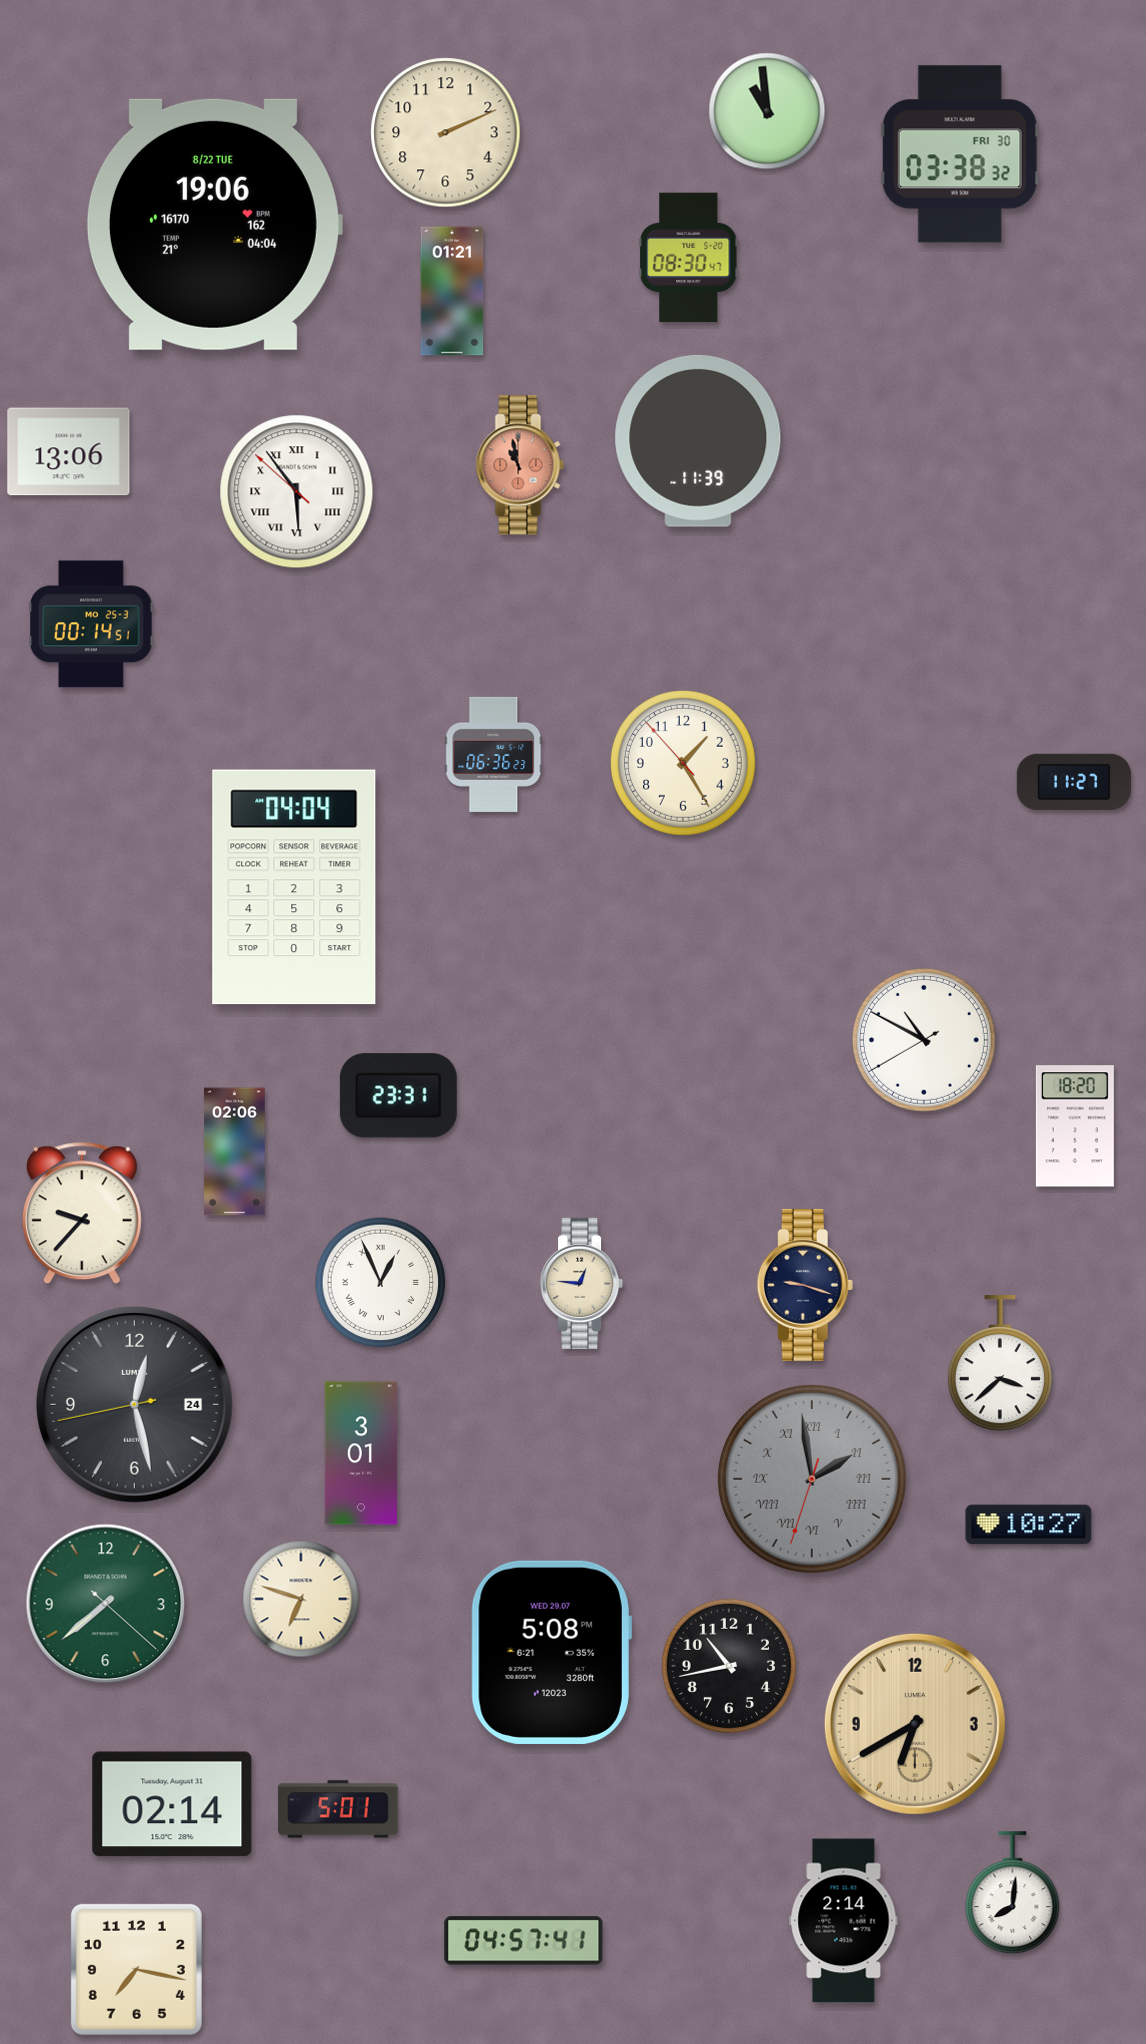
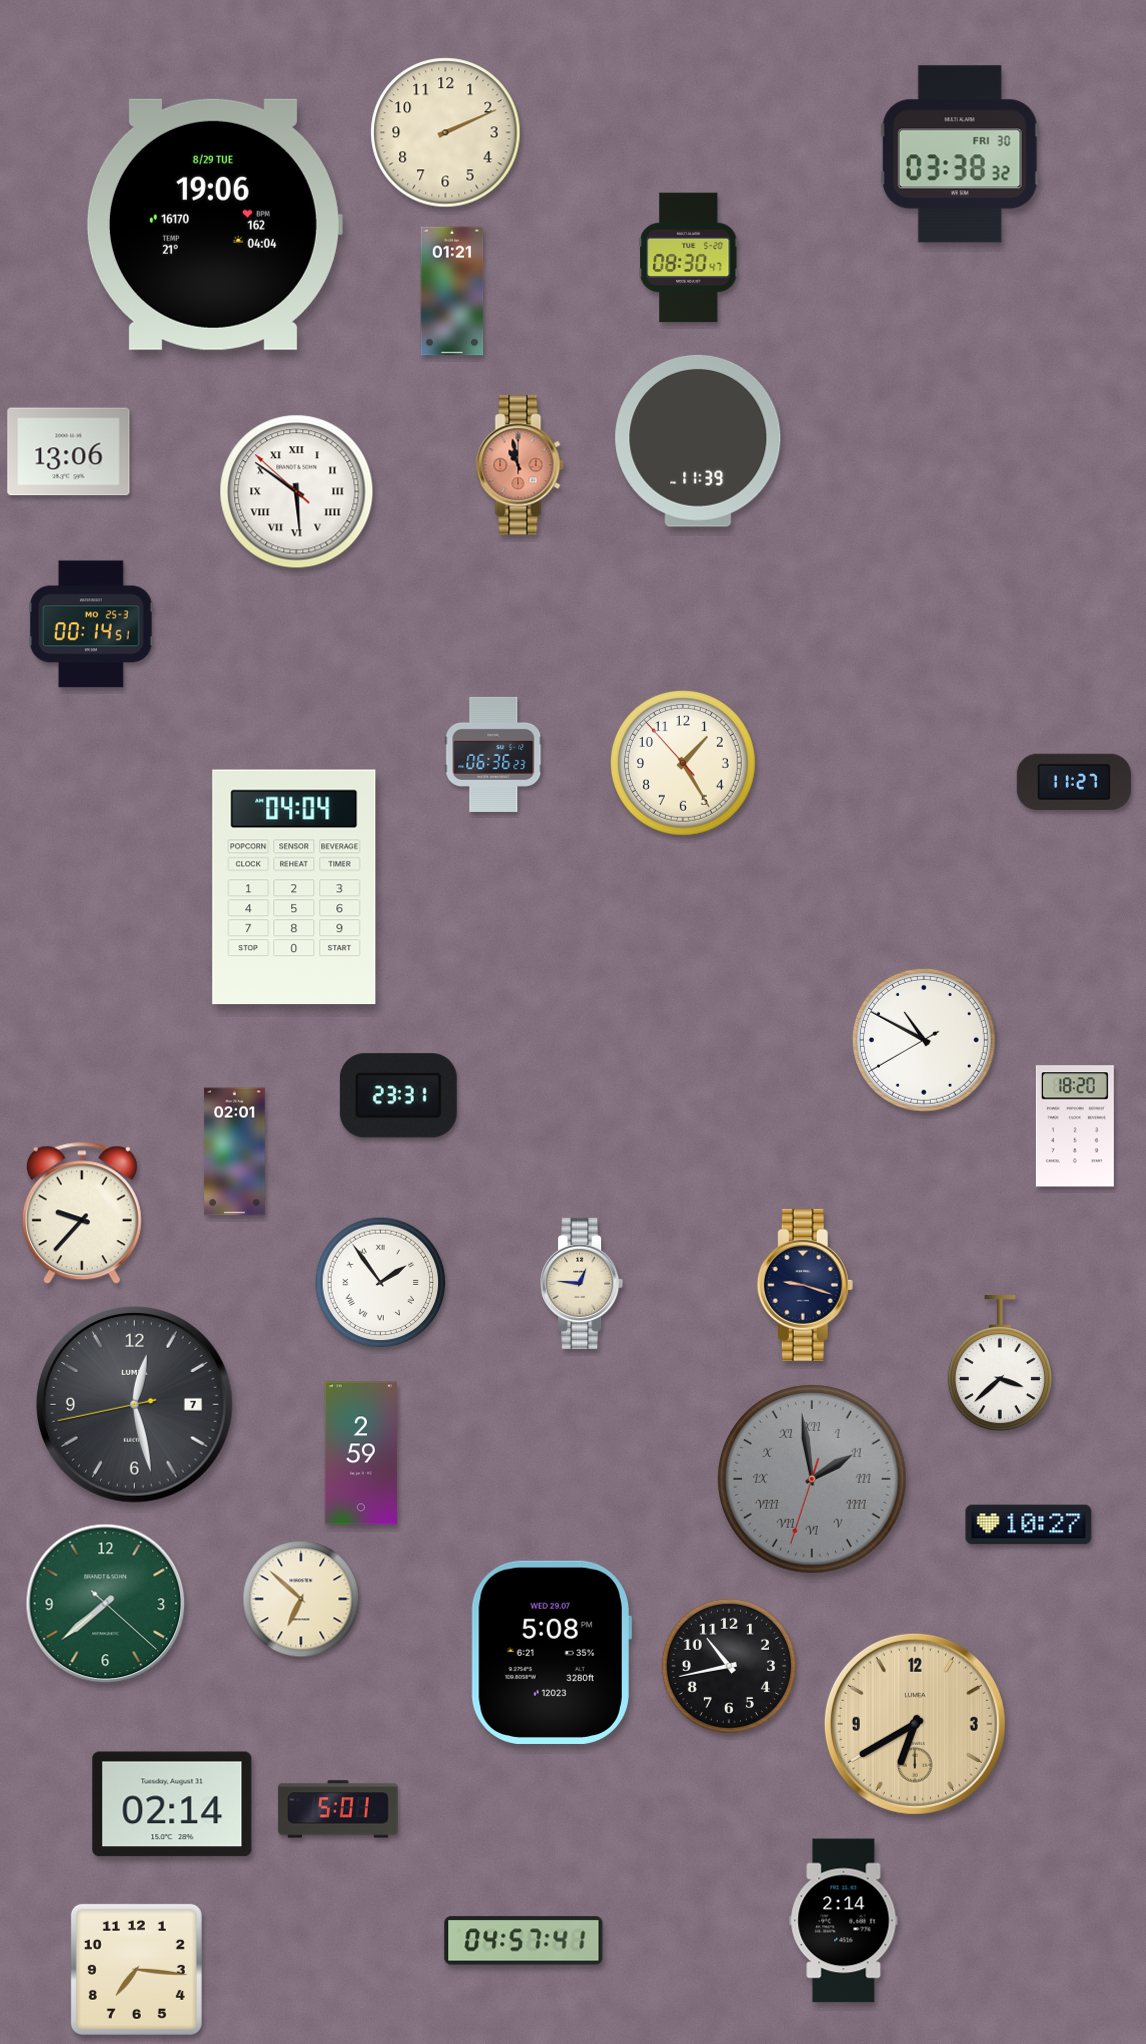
clock at (767, 111): 10:59 -> none
clock at (214, 224) date: 8/22 TUE -> 8/29 TUE
clock at (297, 492): 5:53 -> 5:50
clock at (235, 1152): 02:06 -> 02:01
clock at (381, 1283): 12:56 -> 1:54
clock at (135, 1405) date: 24 -> 7
clock at (361, 1453): 3:01 -> 2:59
clock at (301, 1599): 6:48 -> 6:52
clock at (1013, 1893): 8:01 -> none
clock at (136, 1969): 7:17 -> 7:16
